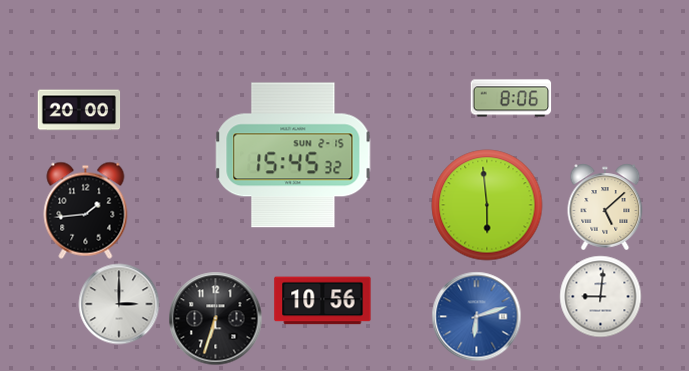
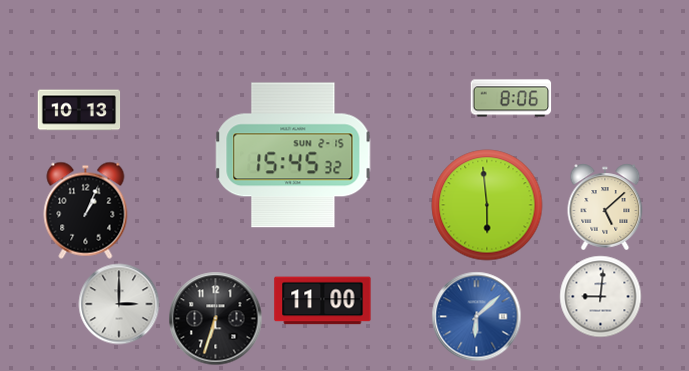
clock at (79, 110): 20:00 -> 10:13
clock at (86, 210): 1:44 -> 1:04
clock at (323, 301): 10:56 -> 11:00
clock at (477, 317): 6:12 -> 6:08
